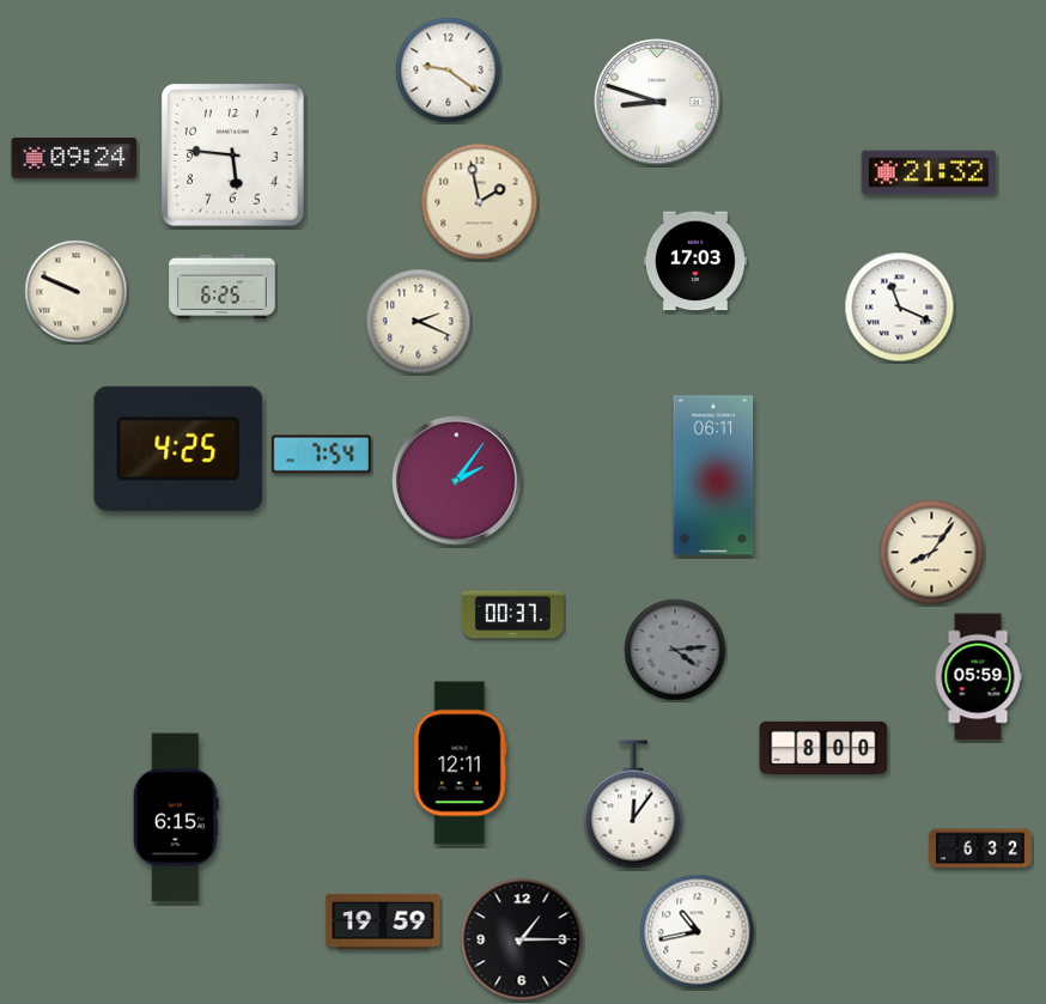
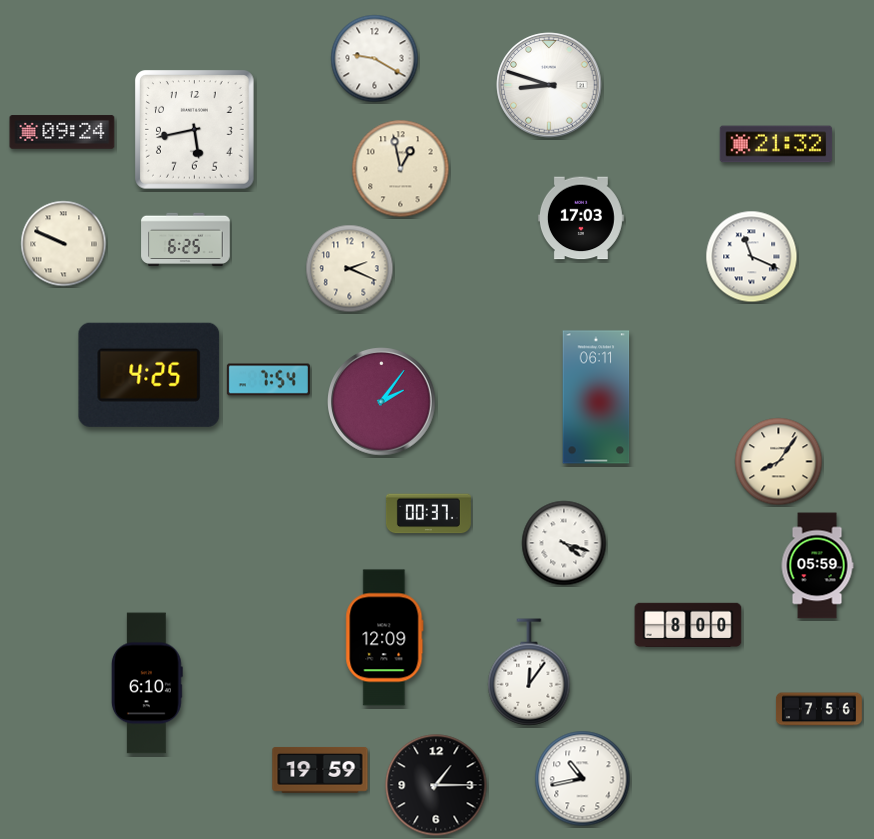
clock at (449, 71): 9:21 -> 9:20
clock at (233, 156): 5:46 -> 5:43
clock at (480, 202): 1:58 -> 12:58
clock at (675, 650): 4:14 -> 4:18
clock at (675, 650) dial: grey -> white
clock at (461, 763): 12:11 -> 12:09
clock at (176, 817): 6:15 -> 6:10
clock at (980, 848): 6:32 -> 7:56
